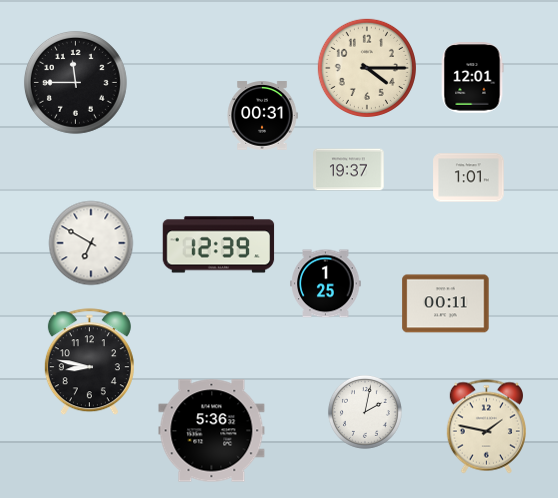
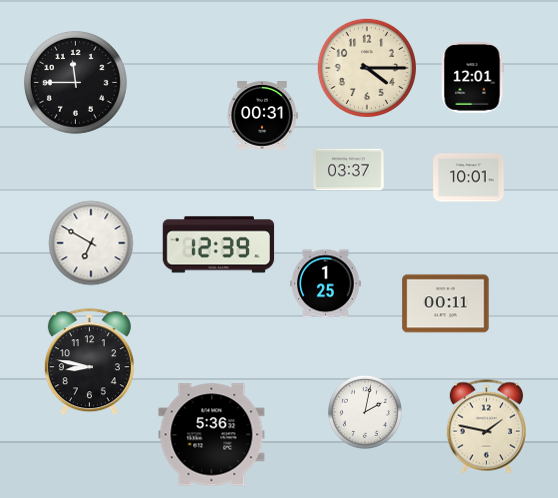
clock at (349, 170): 19:37 -> 03:37
clock at (469, 178): 1:01 -> 10:01
clock at (212, 431) position: (212, 431) -> (212, 435)
